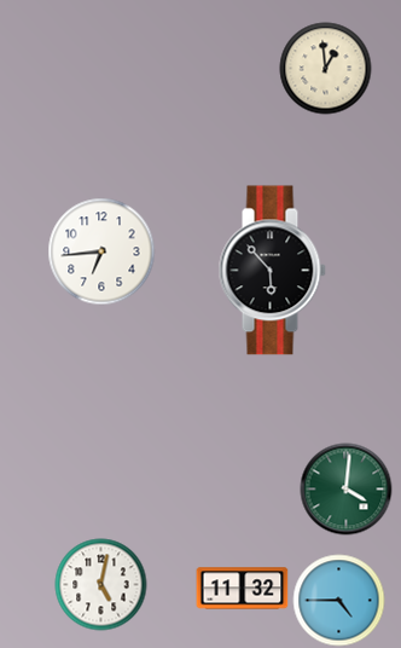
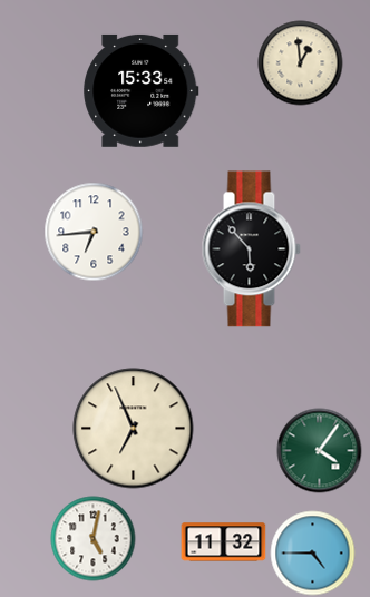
clock at (142, 90): none -> 15:33
clock at (134, 429): none -> 6:56
clock at (347, 490): 4:01 -> 4:06
